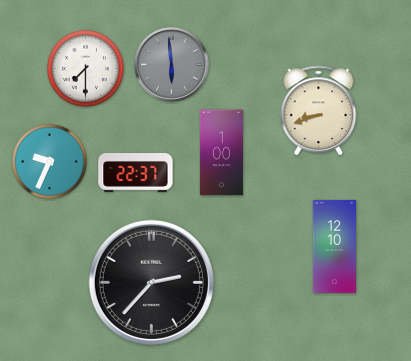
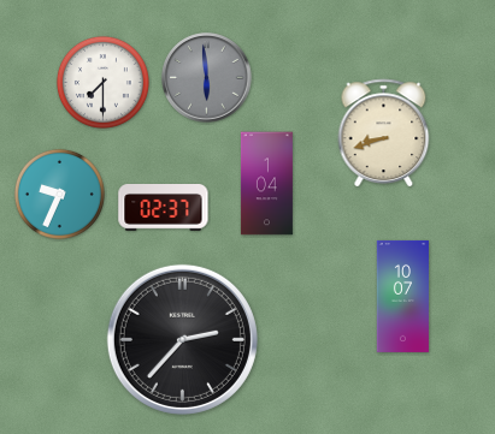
clock at (221, 153): 1:00 -> 1:04
clock at (136, 173): 22:37 -> 02:37
clock at (335, 246): 12:10 -> 10:07
